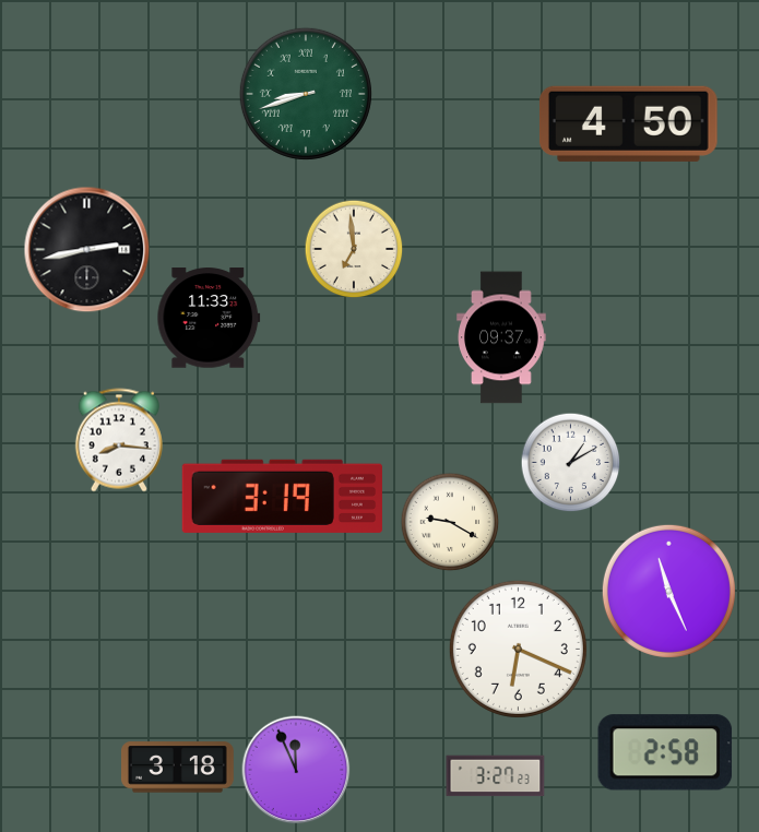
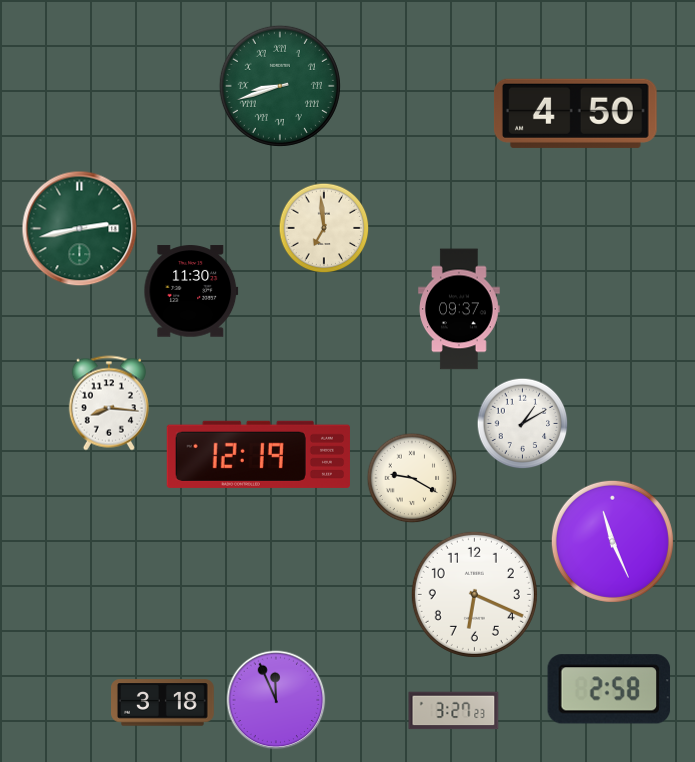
clock at (87, 250) dial: black -> green
clock at (209, 318): 11:33 -> 11:30
clock at (282, 496): 3:19 -> 12:19
clock at (296, 770) position: (296, 770) -> (276, 700)
